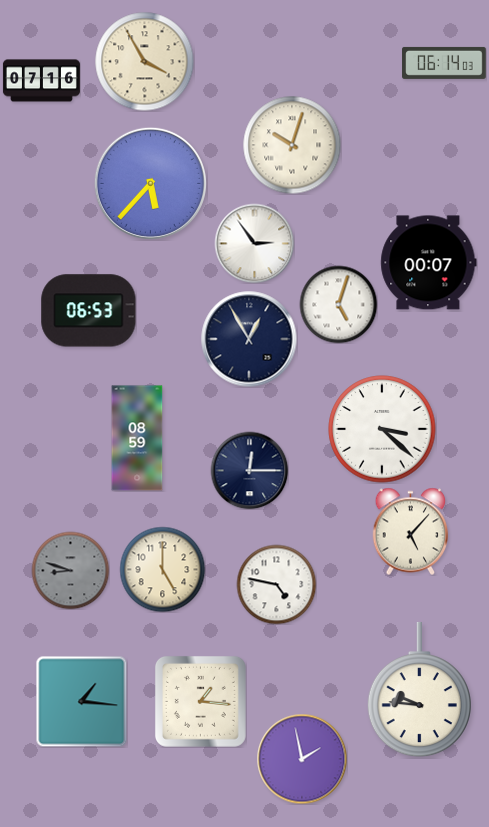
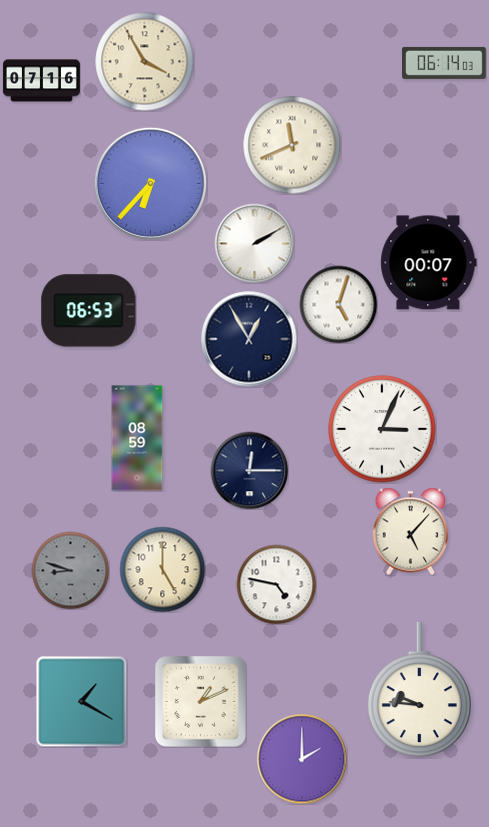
clock at (292, 145): 10:03 -> 11:41
clock at (150, 183): 5:37 -> 6:37
clock at (254, 243): 2:54 -> 2:10
clock at (382, 429): 3:22 -> 3:04
clock at (81, 701): 1:16 -> 1:20
clock at (200, 701): 1:16 -> 1:11
clock at (302, 759): 1:58 -> 2:00
